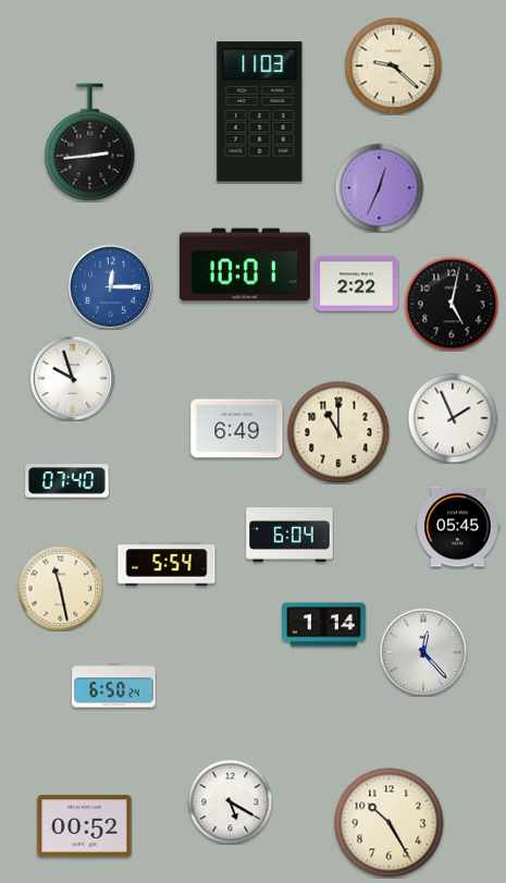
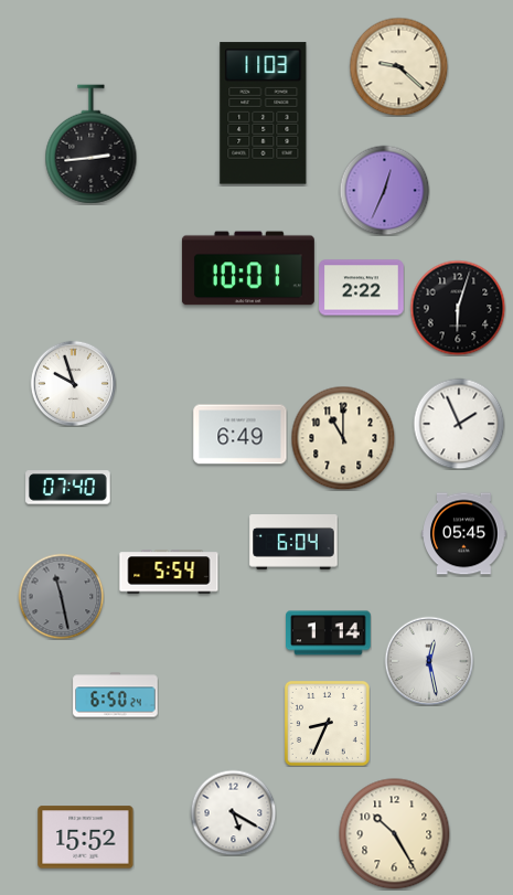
clock at (110, 286): 12:15 -> none
clock at (452, 304): 5:02 -> 6:03
clock at (60, 588) dial: cream -> grey
clock at (423, 652): 12:23 -> 12:28
clock at (327, 723): none -> 8:34
clock at (85, 826): 00:52 -> 15:52
